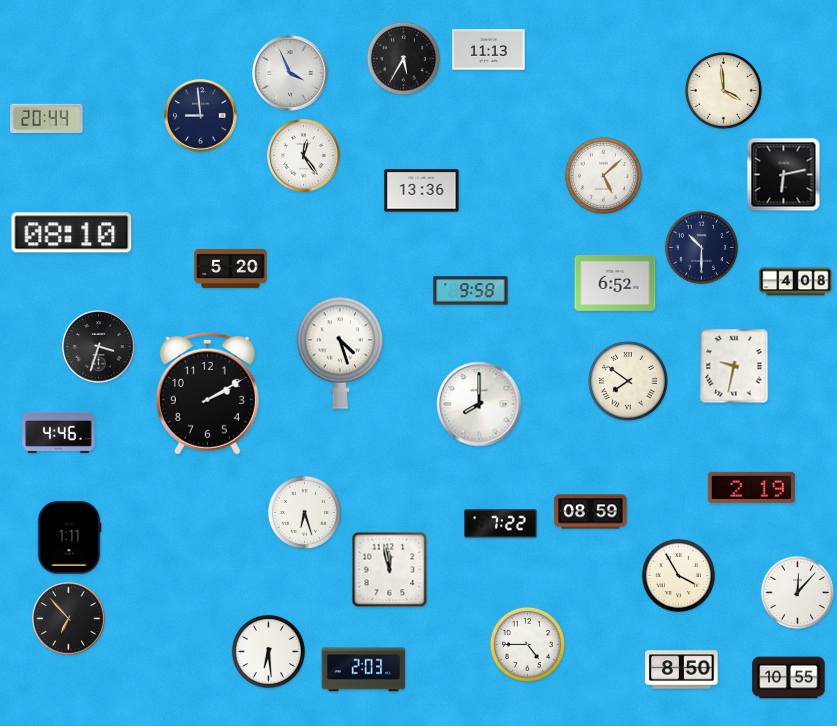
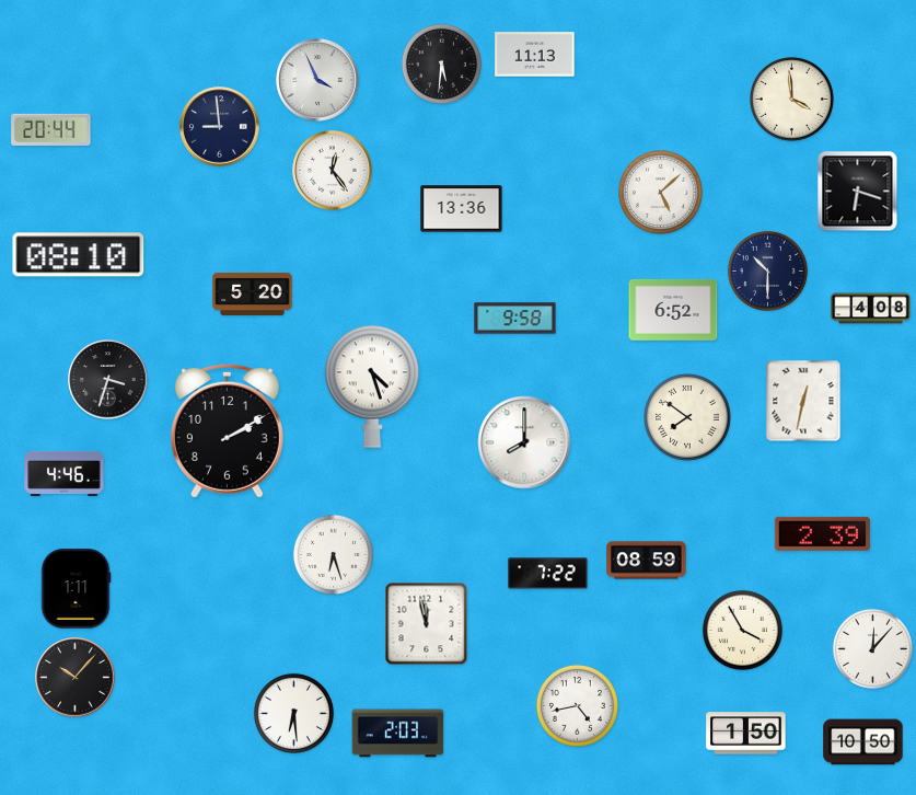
clock at (403, 58): 5:35 -> 5:31
clock at (784, 175): 6:13 -> 6:18
clock at (734, 366): 9:32 -> 12:32
clock at (751, 487): 2:19 -> 2:39
clock at (304, 512) position: (304, 512) -> (333, 554)
clock at (69, 619): 6:53 -> 10:07
clock at (527, 644): 4:45 -> 4:43
clock at (682, 670): 8:50 -> 1:50
clock at (789, 678): 10:55 -> 10:50
